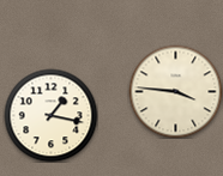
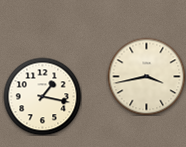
clock at (175, 91): 3:46 -> 3:43
